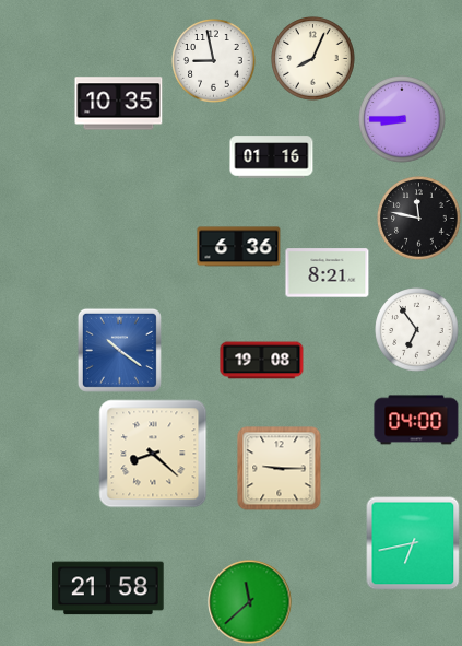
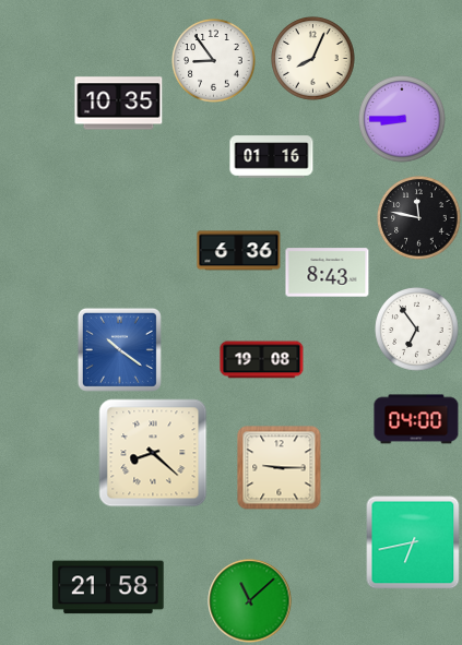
clock at (214, 61): 8:58 -> 8:54
clock at (239, 247) position: (239, 247) -> (239, 251)
clock at (328, 273): 8:21 -> 8:43
clock at (250, 602): 11:38 -> 11:08
